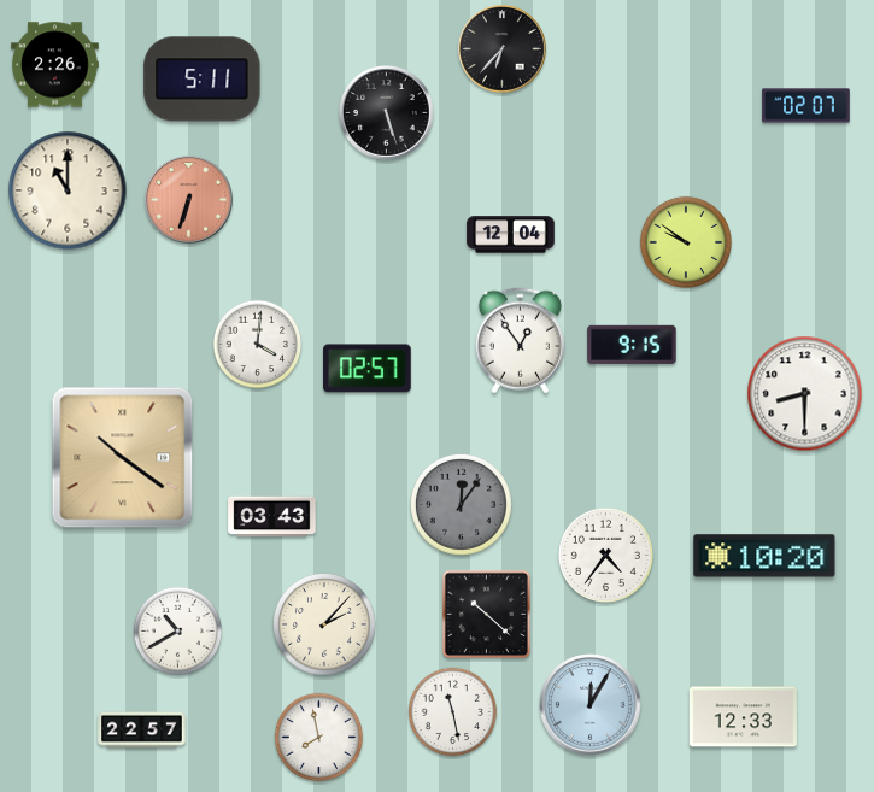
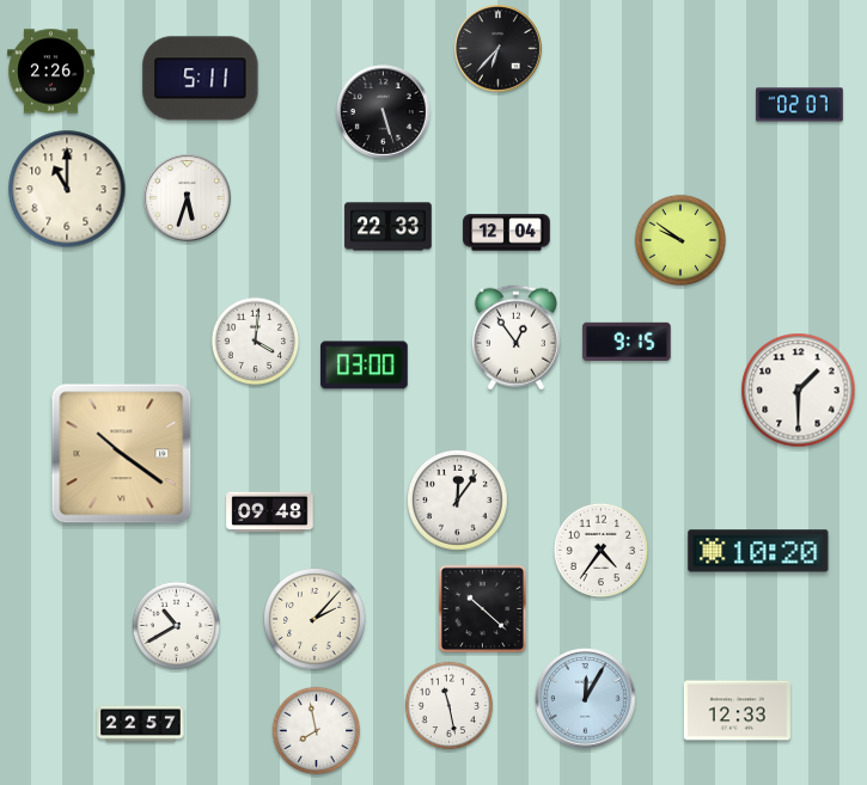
clock at (55, 65) position: (55, 65) -> (51, 72)
clock at (189, 200): 6:33 -> 5:33
clock at (189, 200) dial: salmon -> white
clock at (389, 227): none -> 22:33
clock at (368, 369): 02:57 -> 03:00
clock at (805, 394): 8:30 -> 1:30
clock at (462, 505) dial: grey -> white
clock at (272, 517): 03:43 -> 09:48
clock at (324, 624) position: (324, 624) -> (315, 619)
